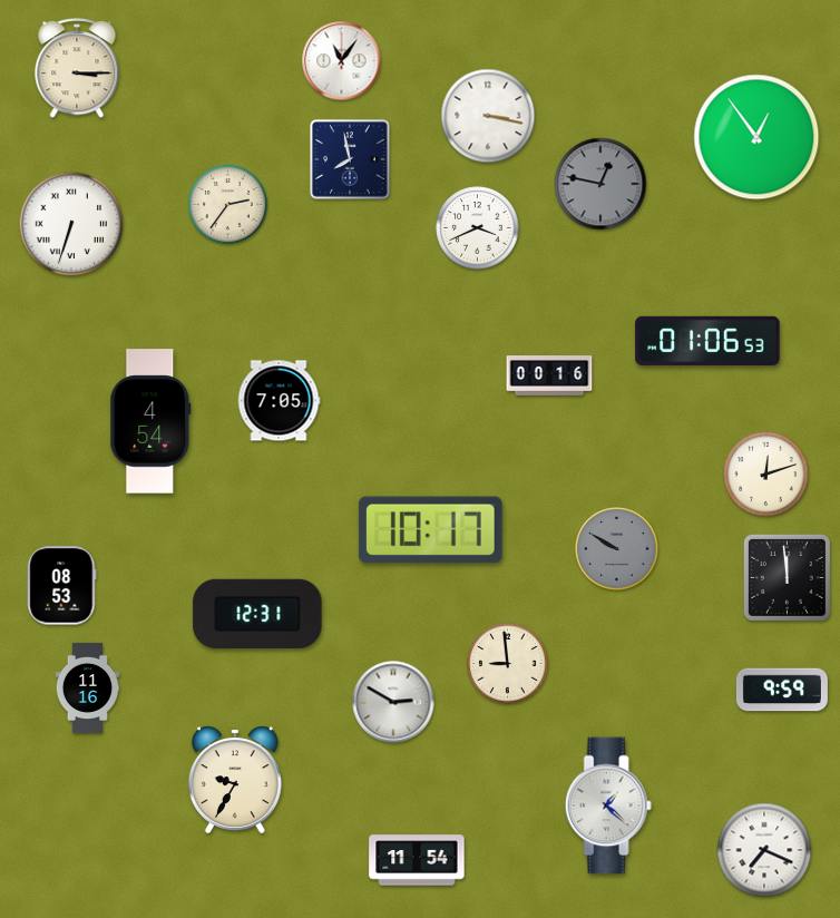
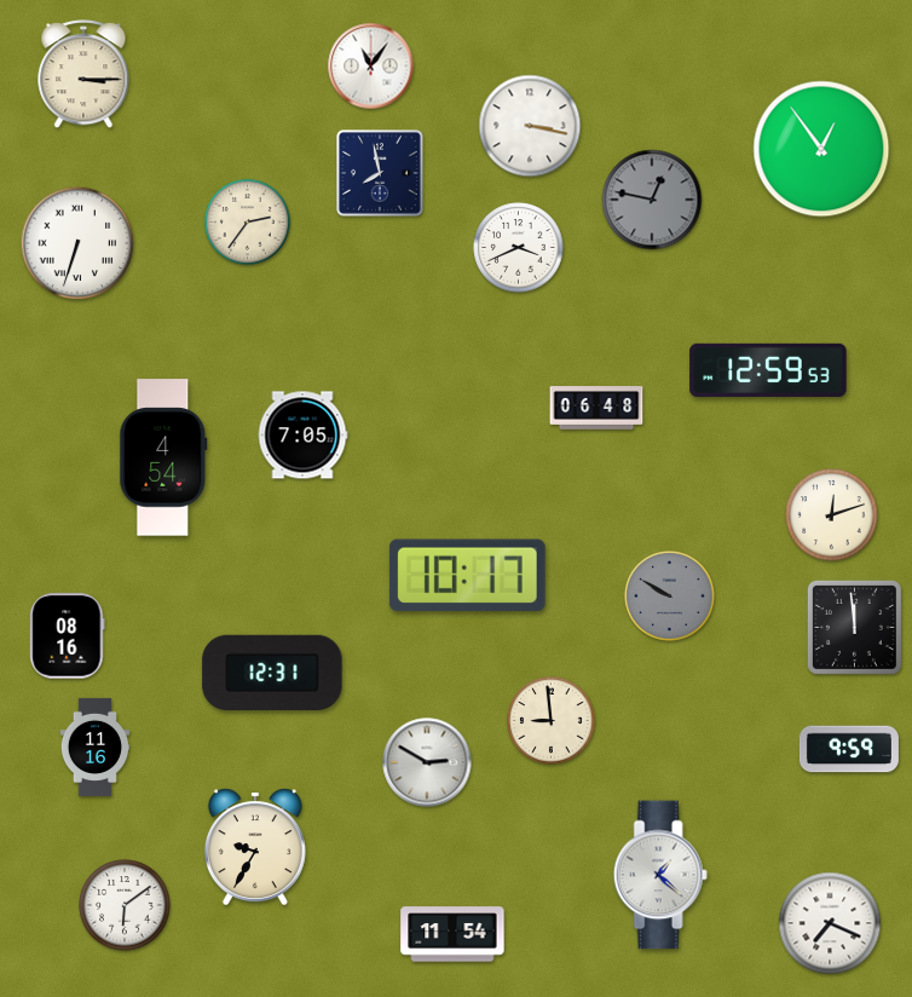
clock at (707, 341): 01:06 -> 12:59
clock at (549, 375): 00:16 -> 06:48
clock at (62, 586): 08:53 -> 08:16
clock at (257, 614) position: (257, 614) -> (272, 673)
clock at (125, 905): none -> 6:09
